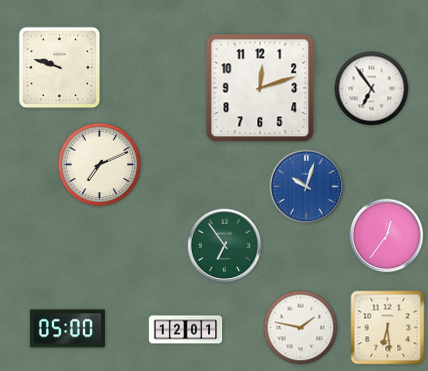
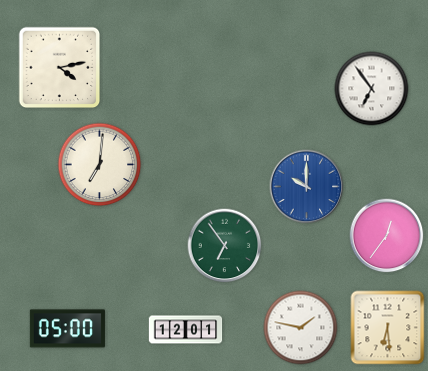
clock at (60, 68): 9:48 -> 4:13
clock at (260, 88): 12:12 -> none
clock at (100, 165): 7:11 -> 7:01
clock at (307, 187): 10:03 -> 10:00
